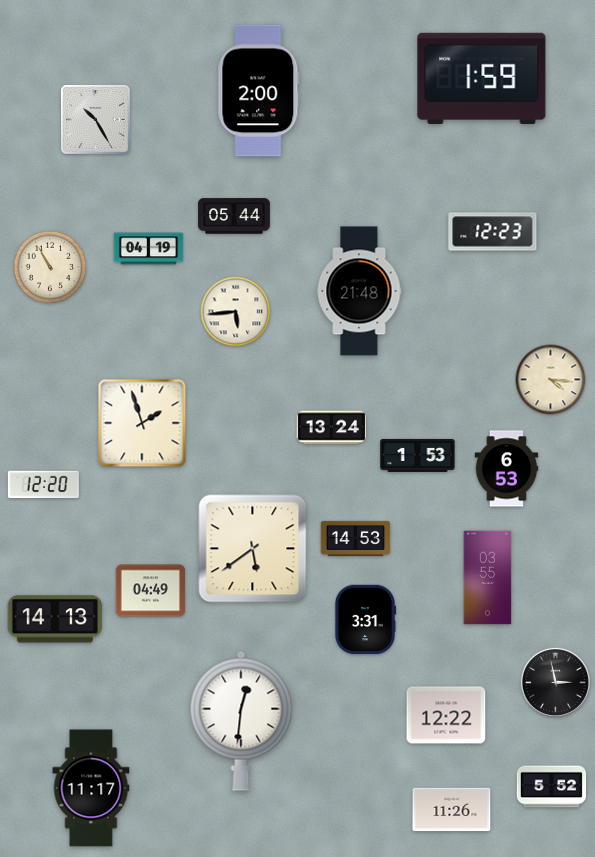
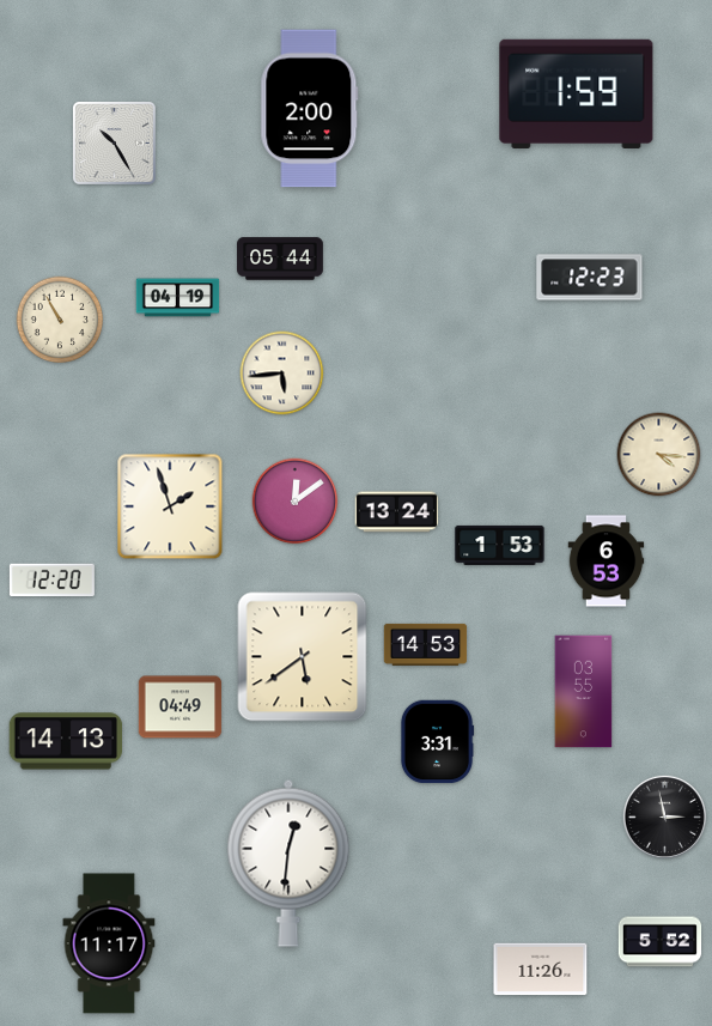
clock at (359, 291): 21:48 -> none
clock at (296, 502): none -> 12:09
clock at (446, 715): 12:22 -> none
